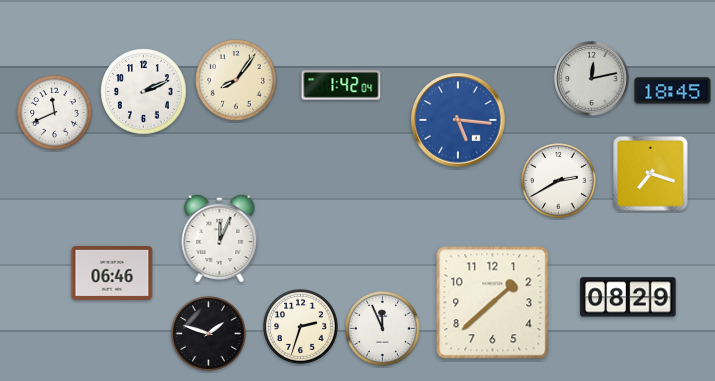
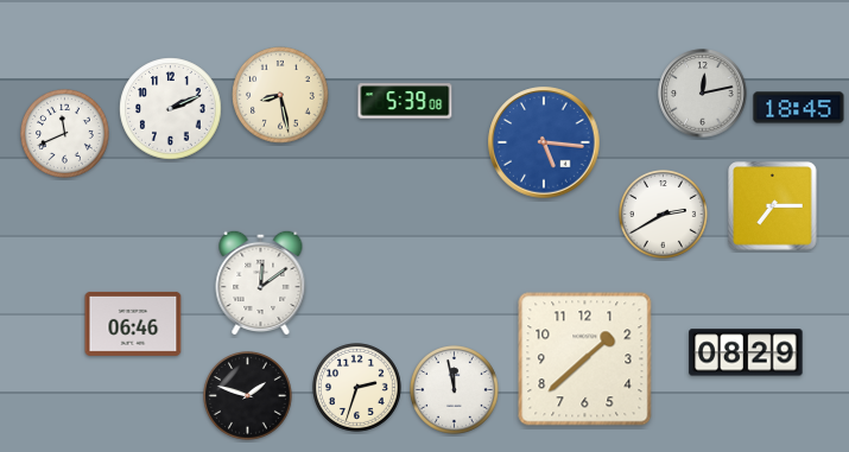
clock at (236, 80): 8:06 -> 8:28
clock at (341, 85): 1:42 -> 5:39
clock at (651, 174): 7:18 -> 7:15
clock at (220, 238): 12:04 -> 12:09
clock at (383, 329): 11:56 -> 11:58
